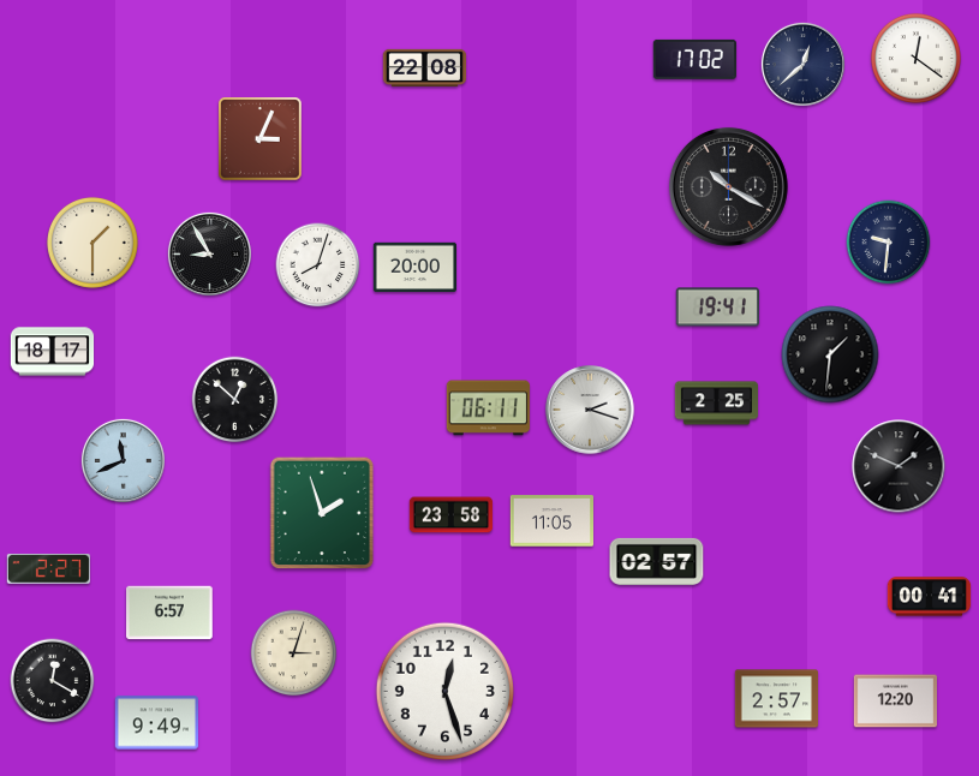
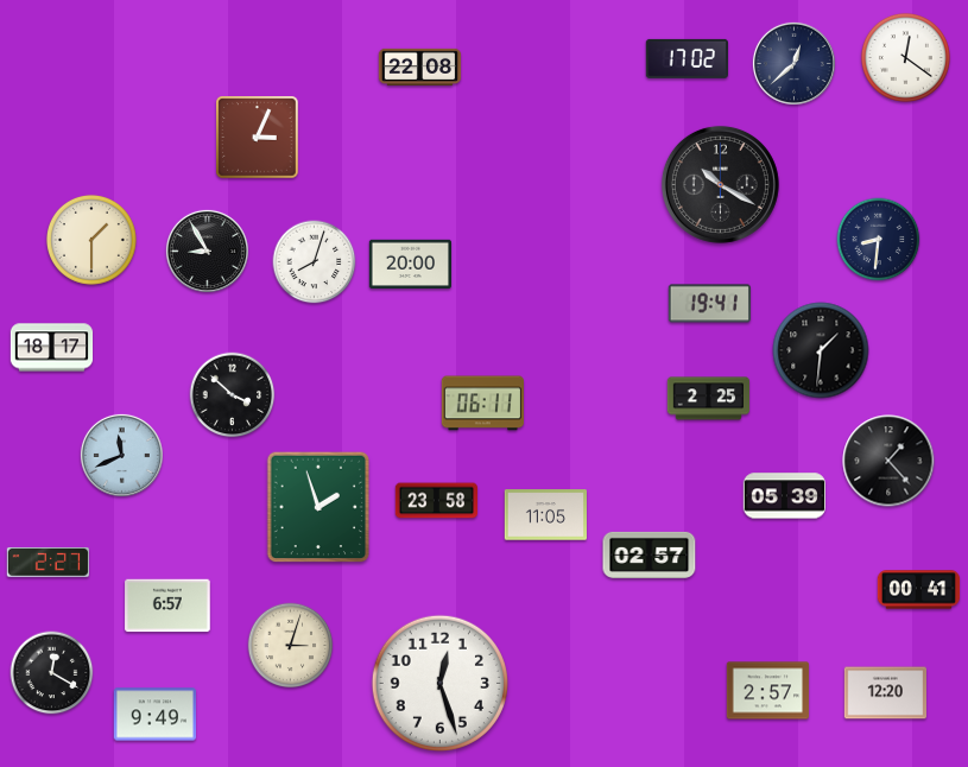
clock at (889, 243): 9:31 -> 8:31
clock at (235, 400): 12:52 -> 3:52
clock at (590, 410): 2:18 -> none
clock at (899, 466): 1:49 -> 1:23
clock at (784, 496): none -> 05:39
clock at (450, 515) position: (450, 515) -> (436, 501)
